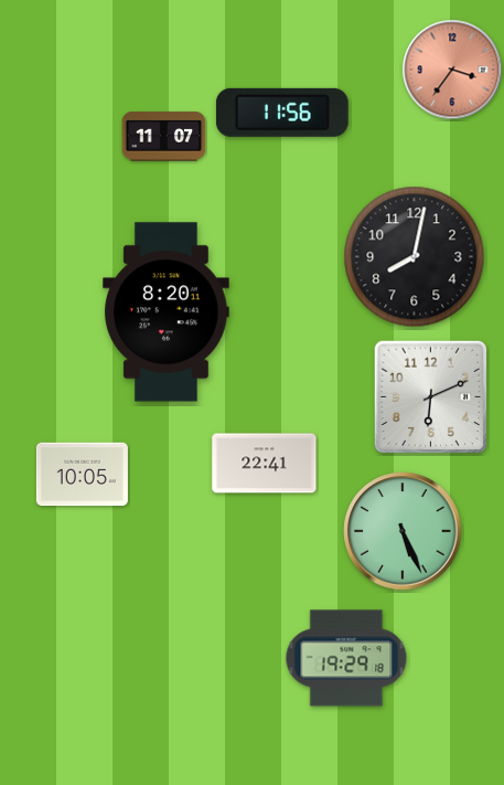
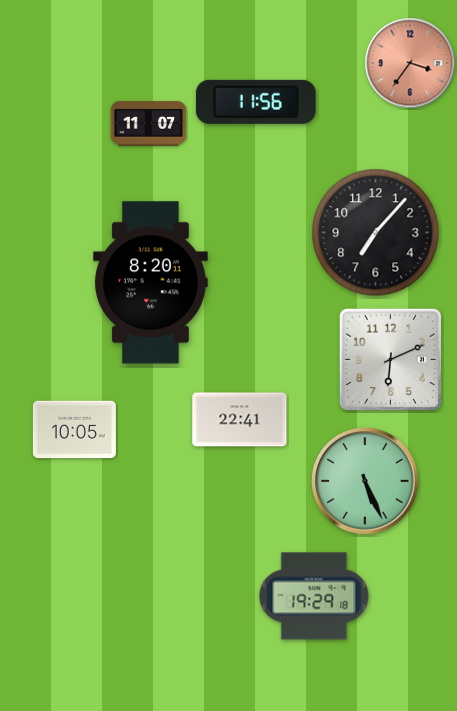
clock at (415, 257): 8:02 -> 7:07
